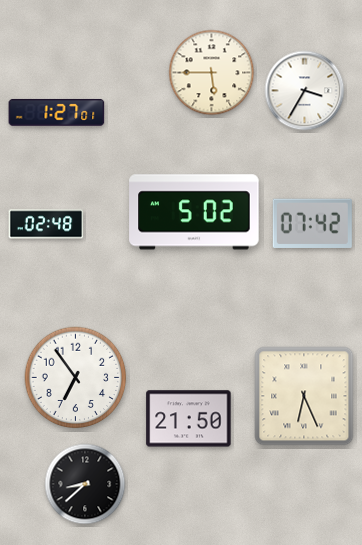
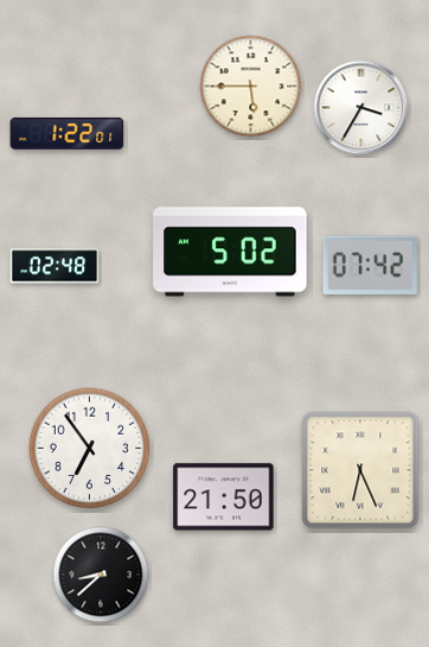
clock at (57, 113): 1:27 -> 1:22
